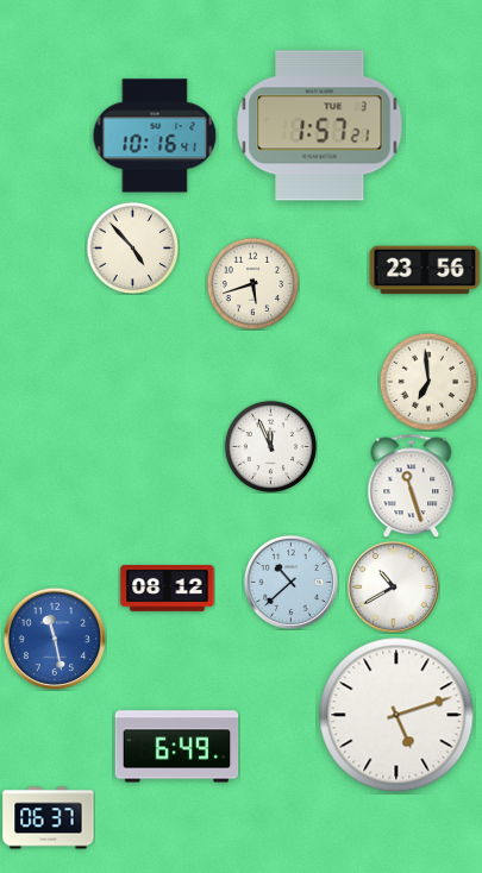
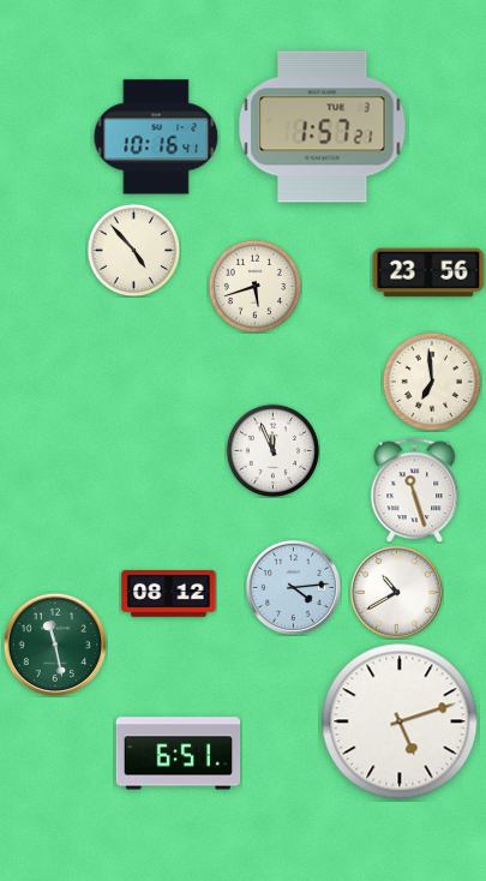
clock at (428, 382) position: (428, 382) -> (432, 382)
clock at (290, 582): 10:38 -> 4:14
clock at (55, 639) dial: blue -> green
clock at (177, 747): 6:49 -> 6:51
clock at (49, 818): 06:37 -> none
